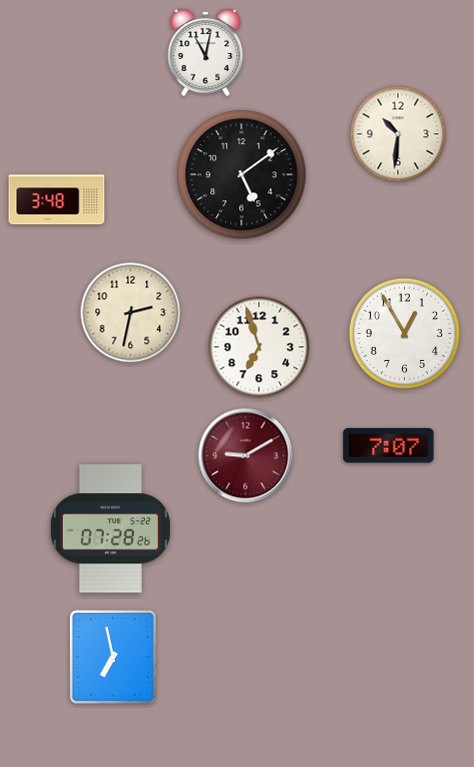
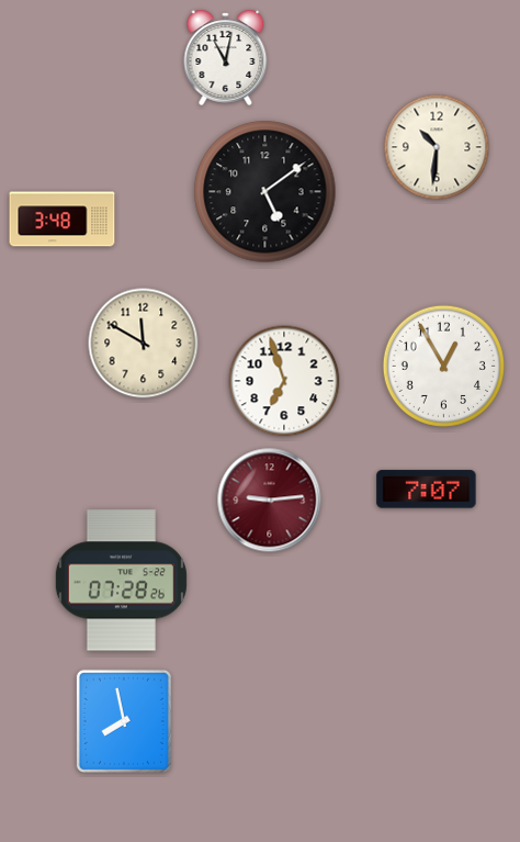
clock at (131, 313): 2:32 -> 11:50
clock at (246, 456): 9:10 -> 9:14
clock at (113, 657): 6:58 -> 7:58
